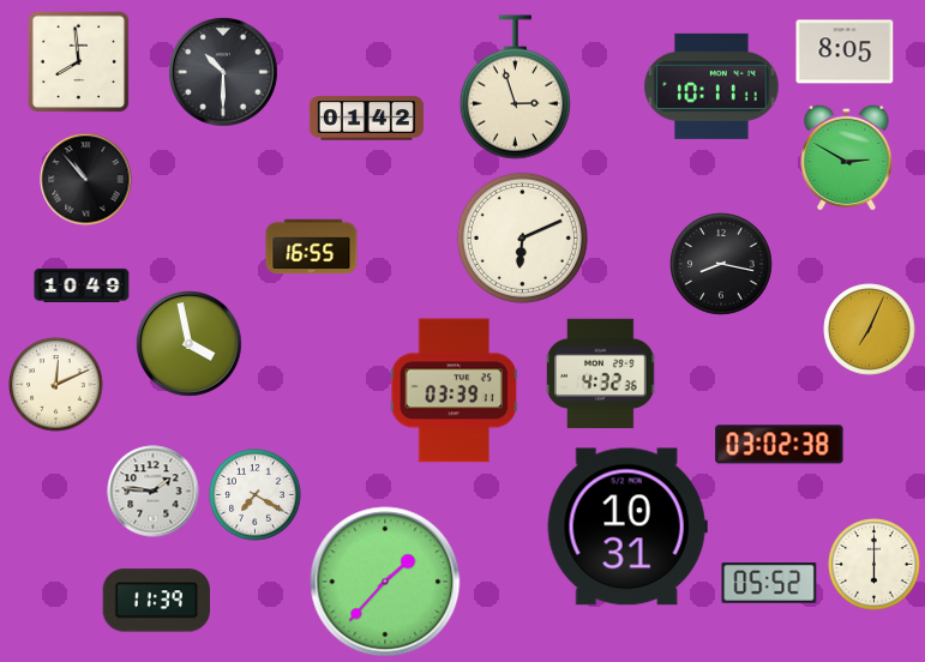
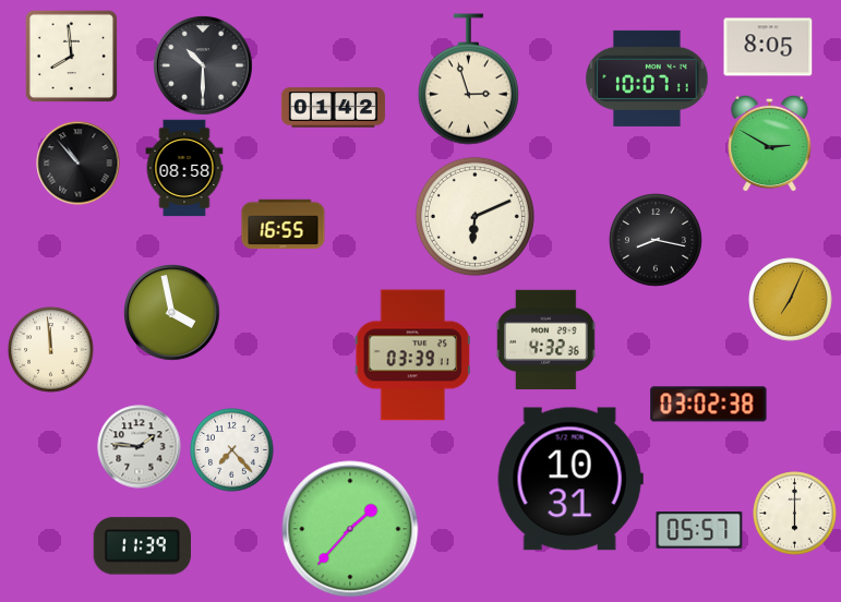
clock at (711, 86): 10:11 -> 10:07
clock at (184, 168): none -> 08:58
clock at (82, 285): 10:49 -> none
clock at (56, 385): 12:11 -> 11:59
clock at (256, 495): 7:20 -> 7:23
clock at (769, 584): 05:52 -> 05:57
